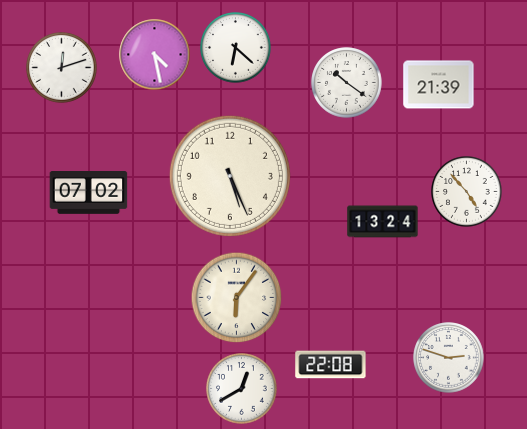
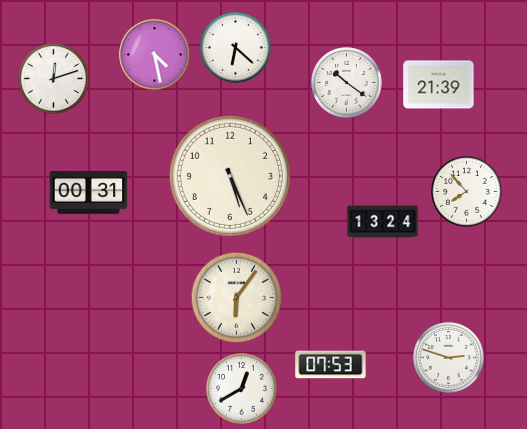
clock at (62, 68) position: (62, 68) -> (54, 79)
clock at (467, 192): 4:53 -> 7:53
clock at (89, 193): 07:02 -> 00:31
clock at (331, 365): 22:08 -> 07:53
